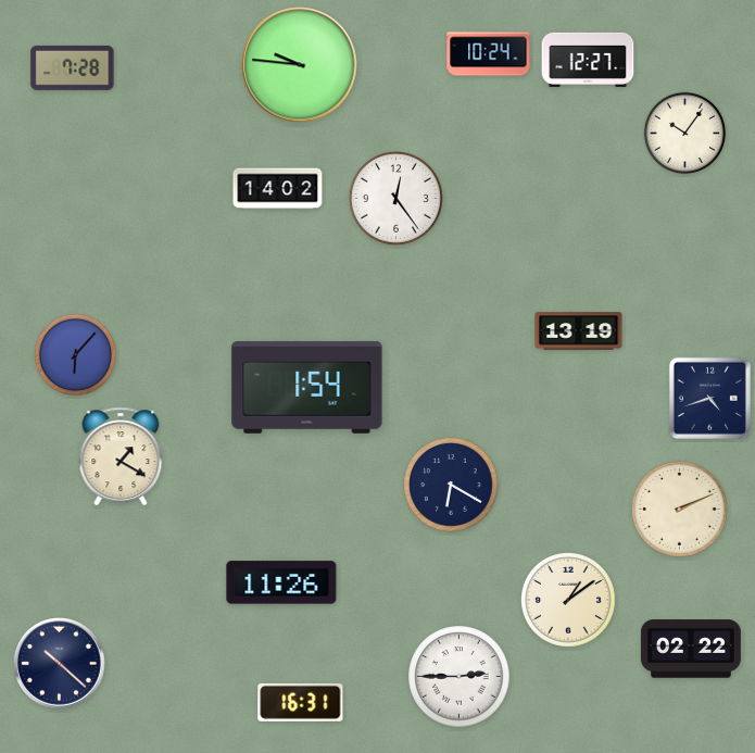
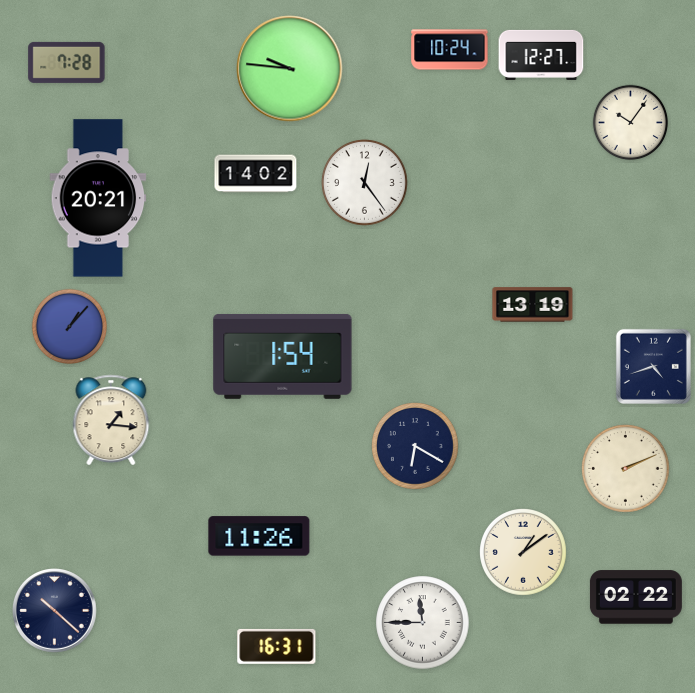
clock at (300, 65) position: (300, 65) -> (290, 69)
clock at (98, 198): none -> 20:21
clock at (76, 355): 6:07 -> 1:07
clock at (121, 456): 1:20 -> 1:16
clock at (460, 677): 2:45 -> 11:45
